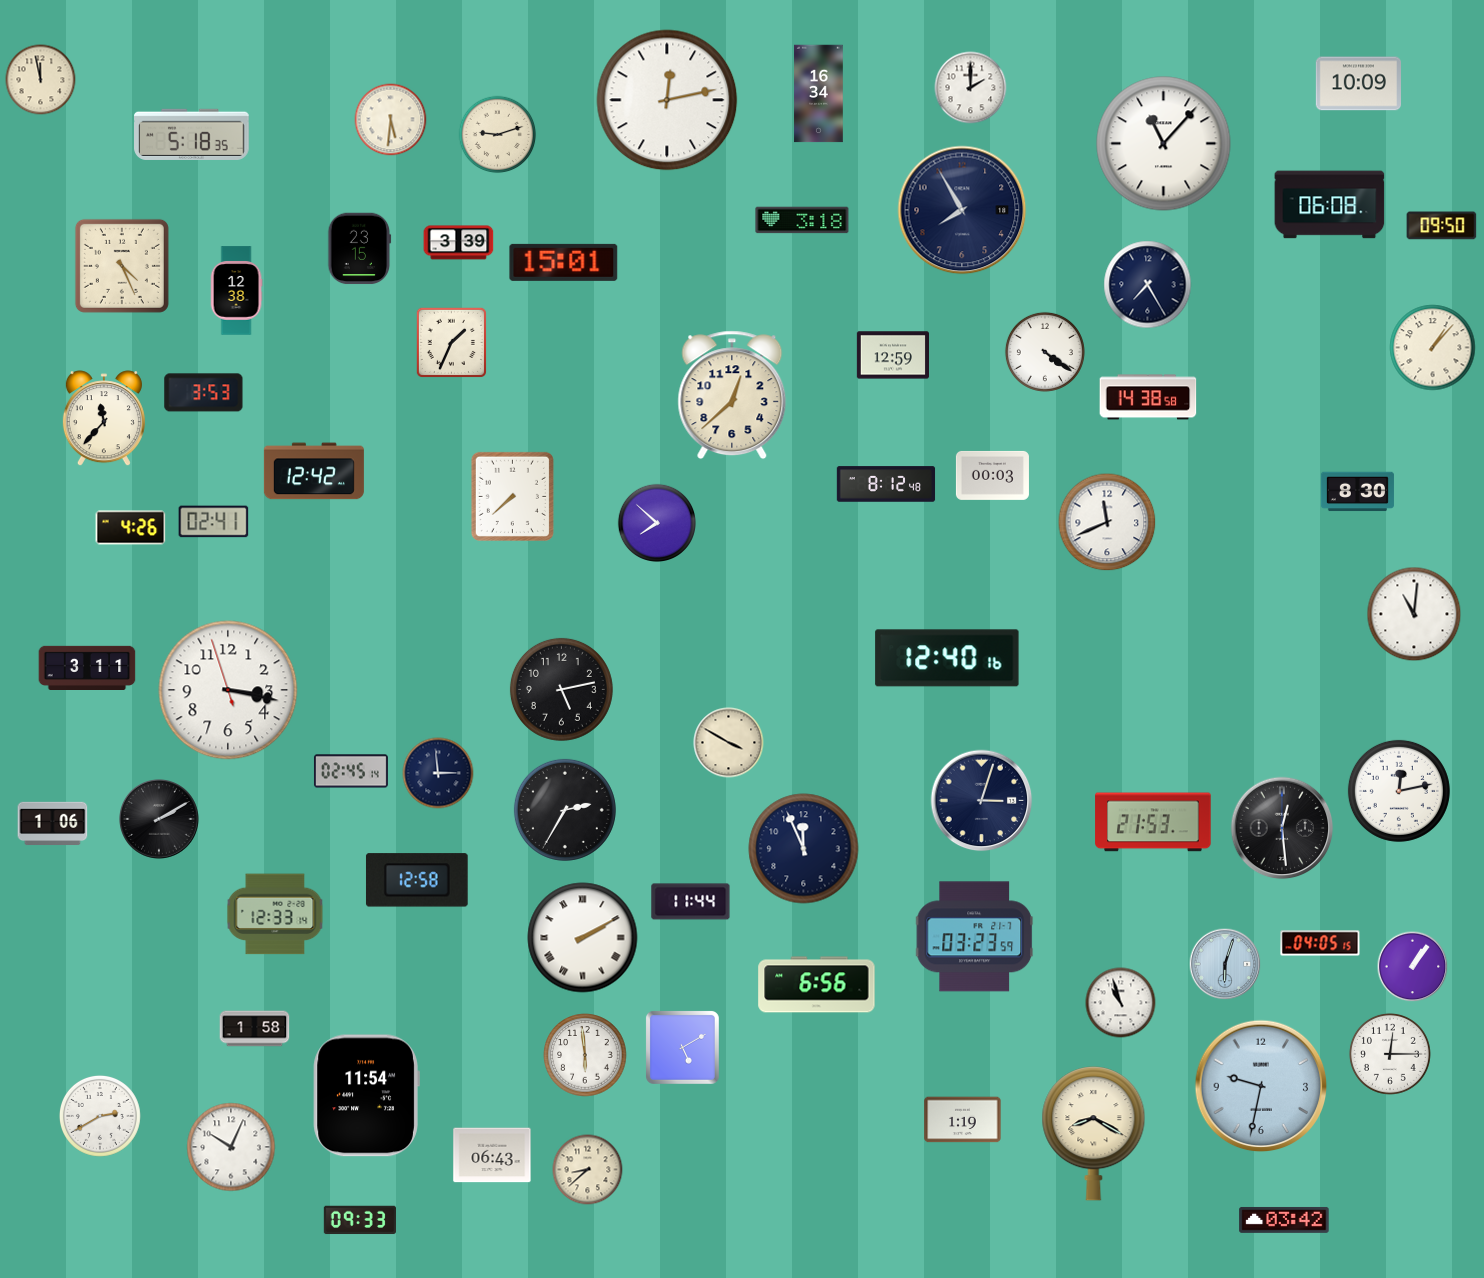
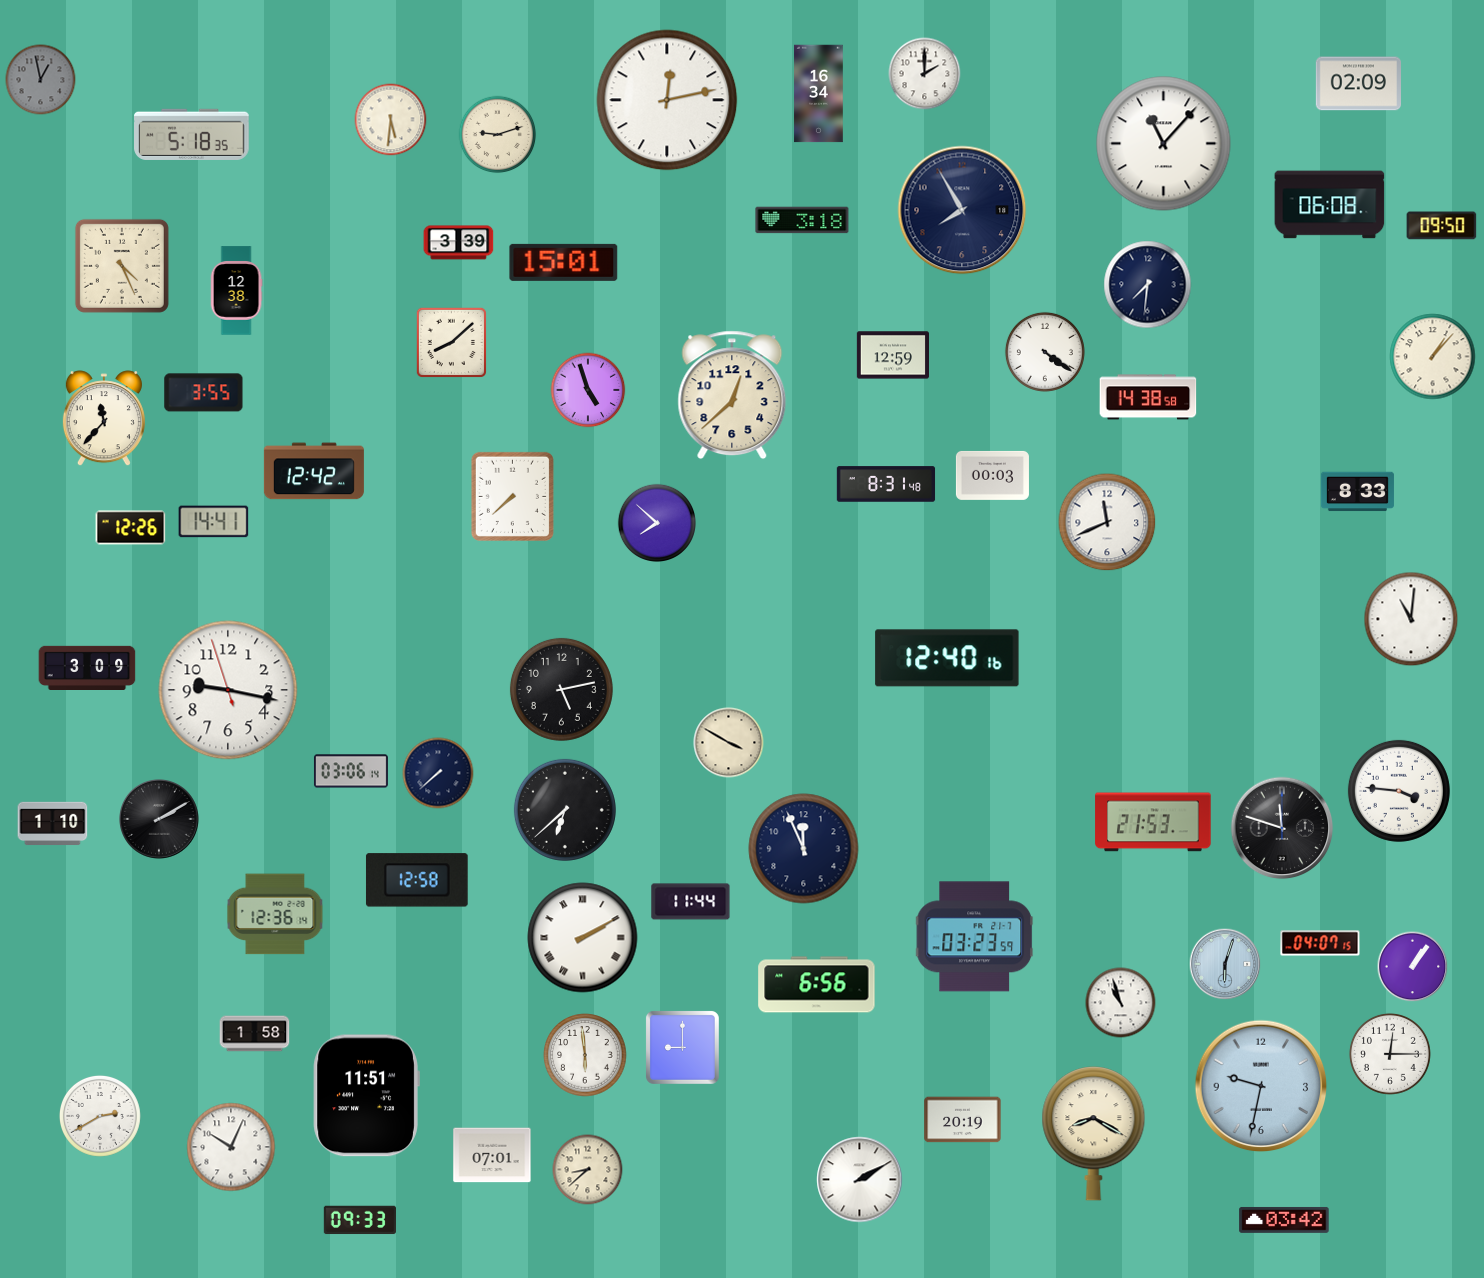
clock at (41, 80): 11:58 -> 12:58
clock at (41, 80) dial: cream -> grey
clock at (1358, 84): 10:09 -> 02:09
clock at (971, 88) position: (971, 88) -> (925, 74)
clock at (360, 249): 23:15 -> none
clock at (1148, 285): 7:25 -> 7:31
clock at (451, 342): 1:34 -> 8:08
clock at (1433, 348) position: (1433, 348) -> (1433, 357)
clock at (588, 390): none -> 4:57
clock at (204, 393): 3:53 -> 3:55
clock at (886, 484): 8:12 -> 8:31
clock at (1357, 492): 8:30 -> 8:33
clock at (214, 522): 02:41 -> 14:41
clock at (131, 528): 4:26 -> 12:26
clock at (1414, 614) position: (1414, 614) -> (1411, 619)
clock at (87, 667): 3:11 -> 3:09
clock at (228, 690): 3:16 -> 9:16
clock at (351, 771): 02:45 -> 03:06
clock at (438, 773): 2:59 -> 7:38
clock at (1399, 791): 12:13 -> 3:46
clock at (982, 801): 3:03 -> none
clock at (565, 810): 2:35 -> 6:38
clock at (53, 824): 1:06 -> 1:10
clock at (1282, 828): 12:29 -> 11:48
clock at (275, 914): 12:33 -> 12:36
clock at (1320, 943): 04:05 -> 04:07
clock at (255, 1029) position: (255, 1029) -> (255, 1034)
clock at (682, 1047): 5:10 -> 9:00
clock at (366, 1096): 11:54 -> 11:51
clock at (963, 1120): 1:19 -> 20:19
clock at (492, 1155): 06:43 -> 07:01
clock at (860, 1180): none -> 2:10
